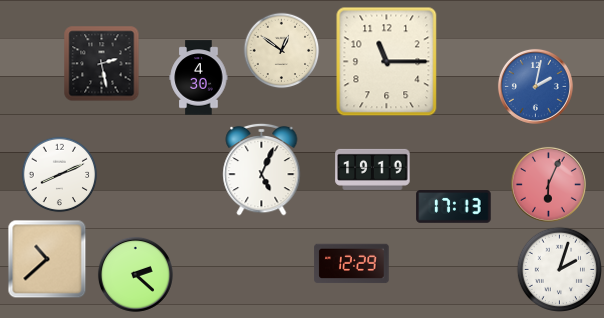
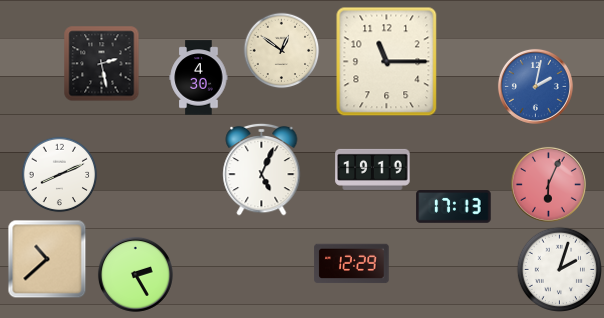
clock at (135, 274): 2:22 -> 2:25
